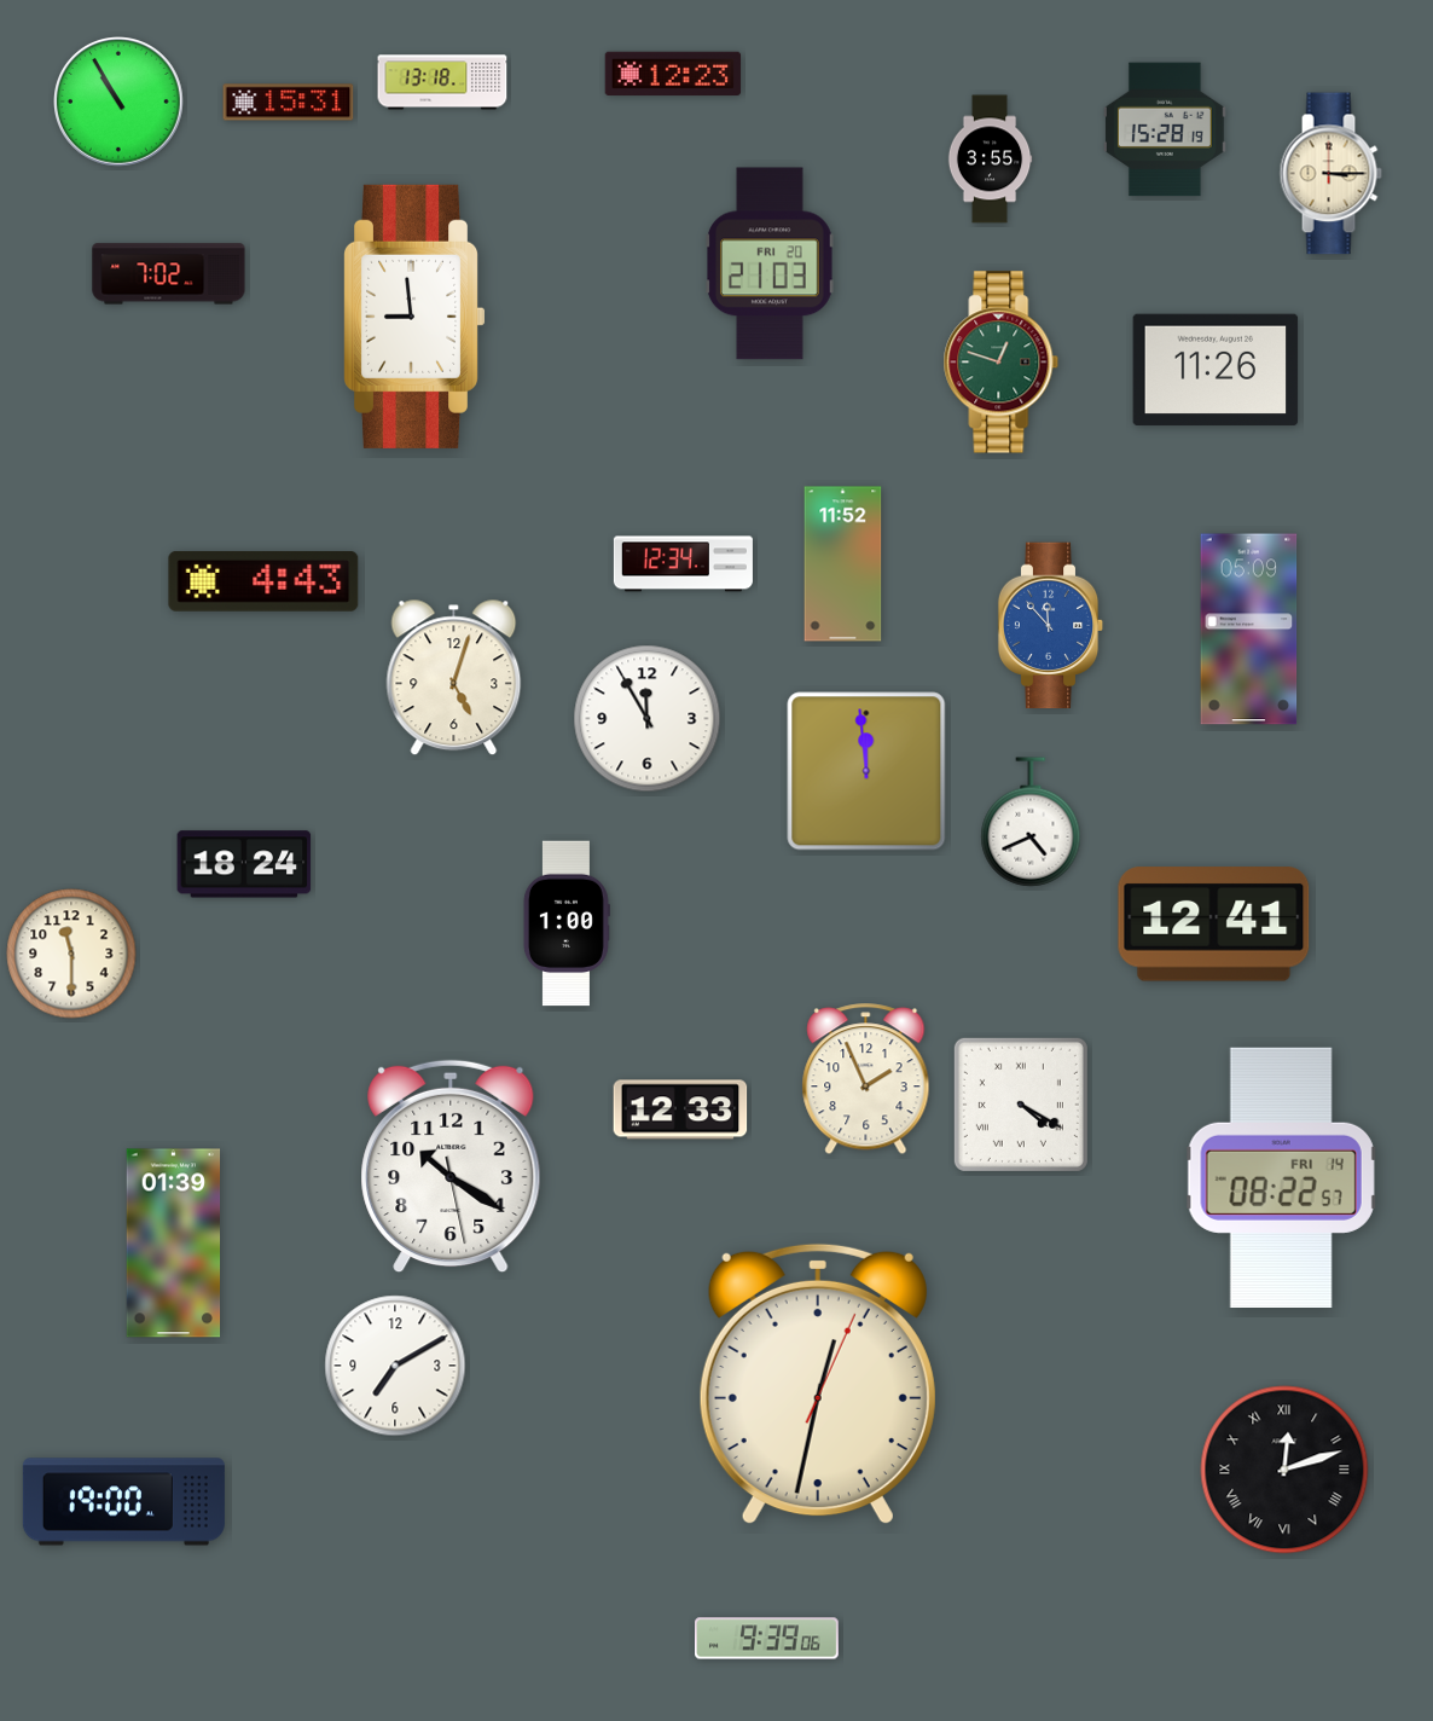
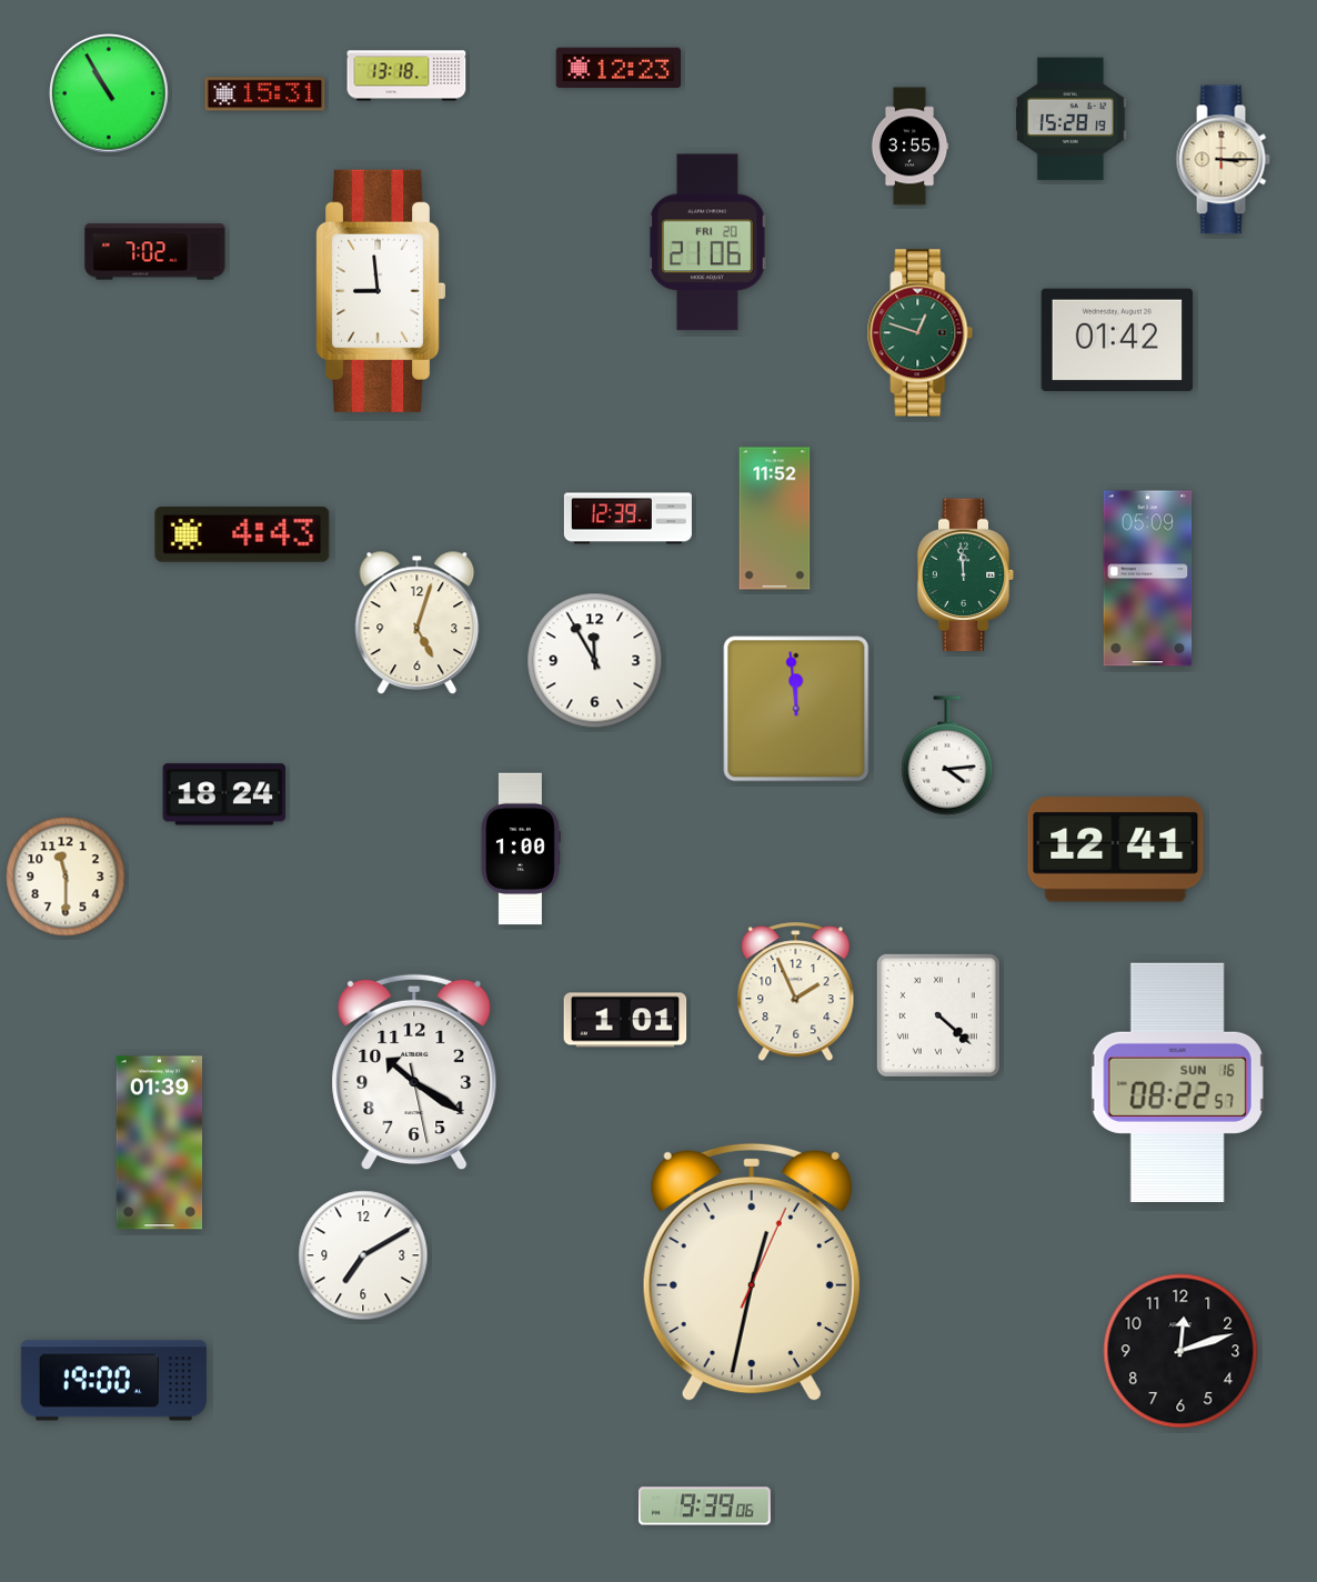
clock at (771, 263): 21:03 -> 21:06
clock at (1216, 370): 11:26 -> 01:42
clock at (683, 564): 12:34 -> 12:39
clock at (1051, 626): 11:53 -> 11:59
clock at (1051, 626) dial: blue -> green
clock at (1031, 822): 4:41 -> 4:14
clock at (1021, 1105): 4:20 -> 4:22
clock at (680, 1109): 12:33 -> 1:01
clock at (1282, 1177) date: FRI 14 -> SUN 16
clock at (1284, 1470) numerals: Roman -> Arabic
